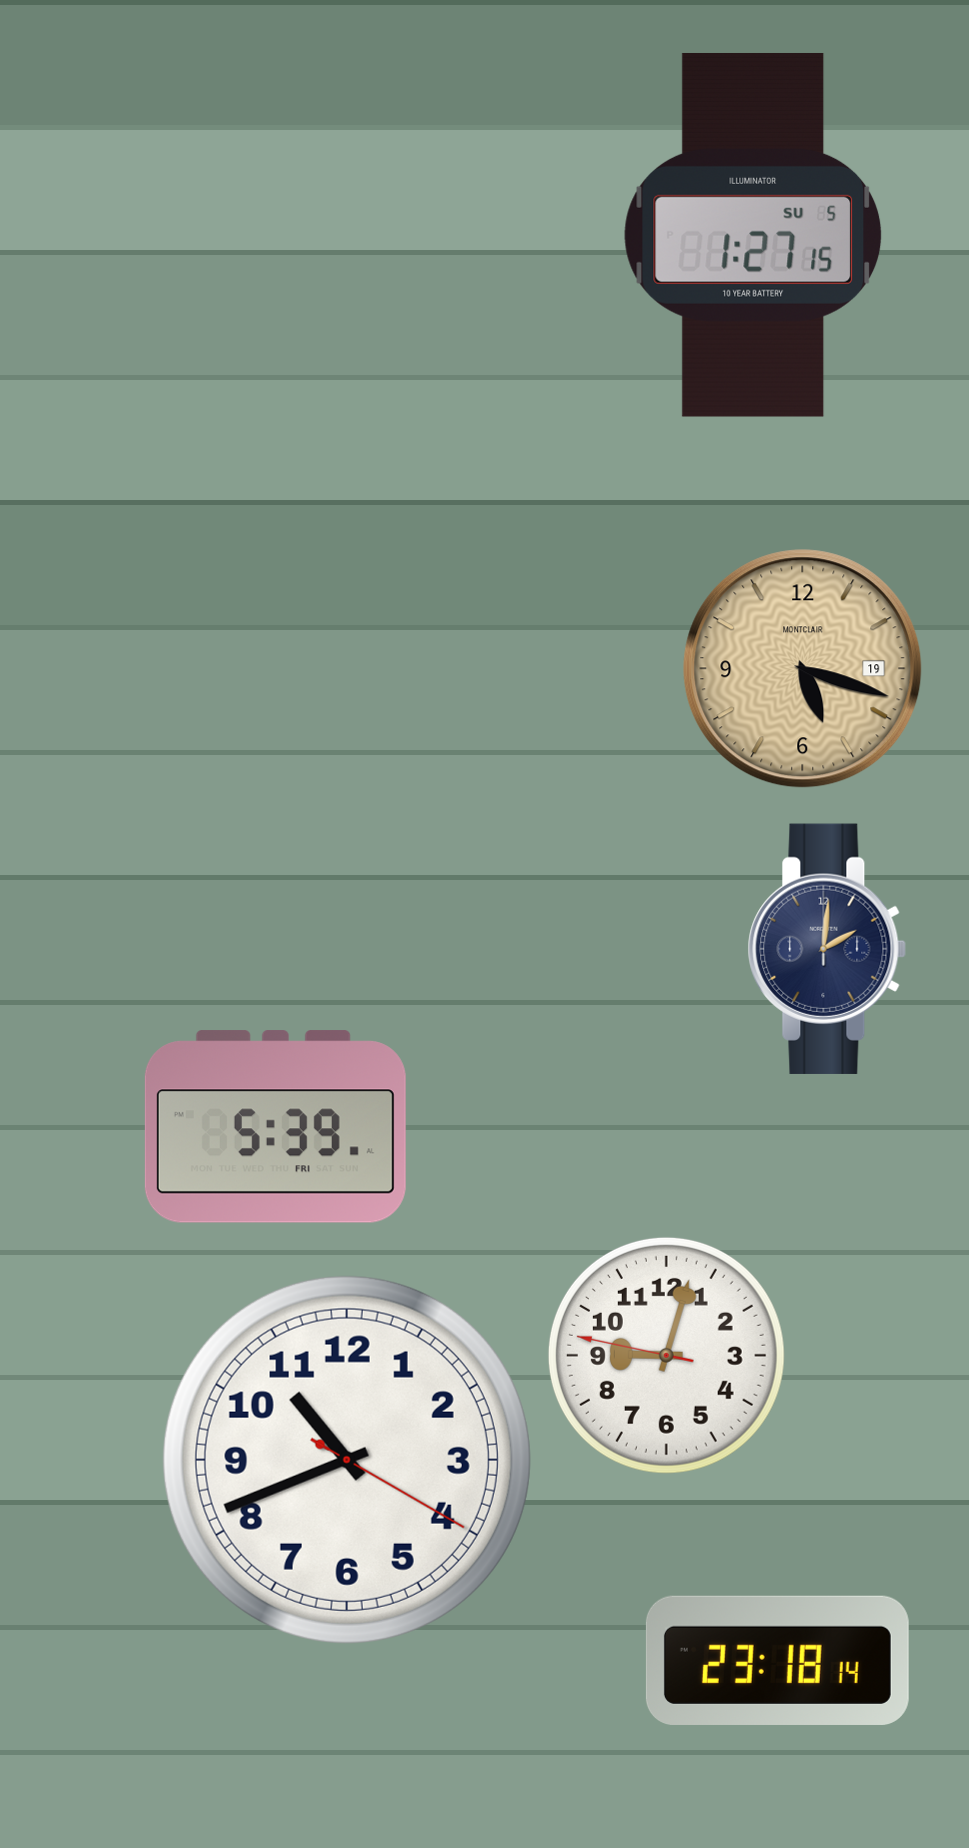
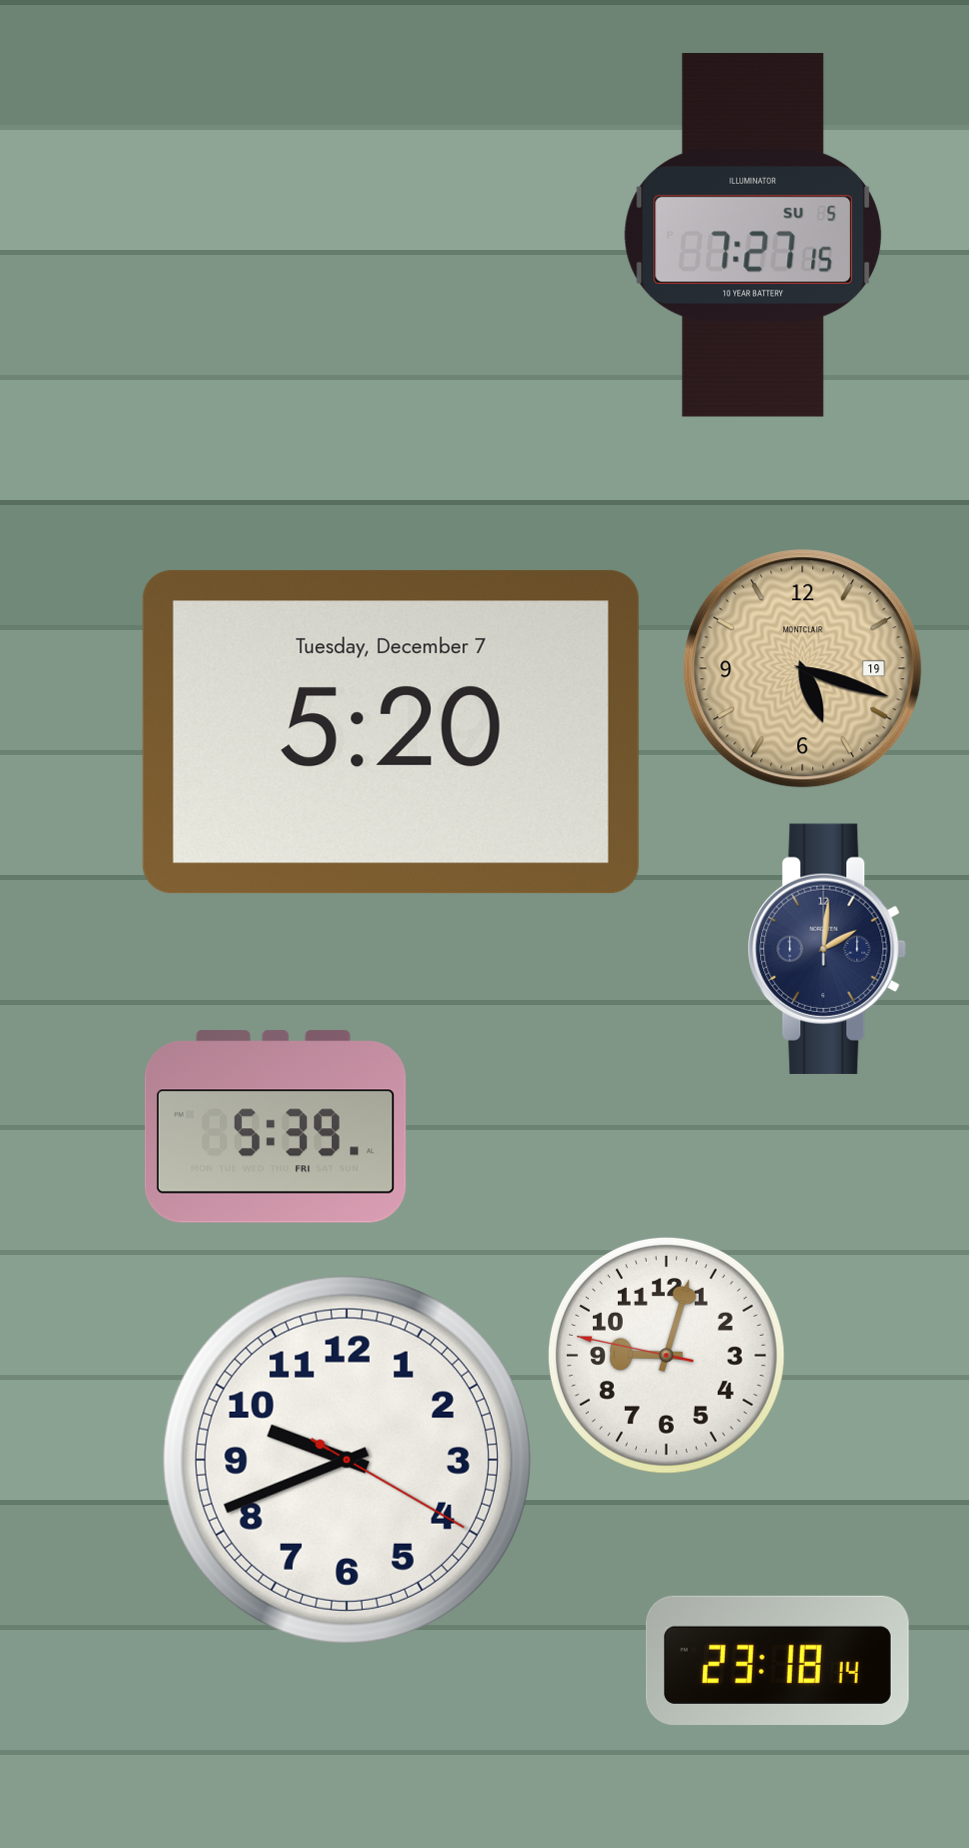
clock at (753, 235): 1:27 -> 7:27
clock at (391, 732): none -> 5:20
clock at (347, 1460): 10:41 -> 9:41
